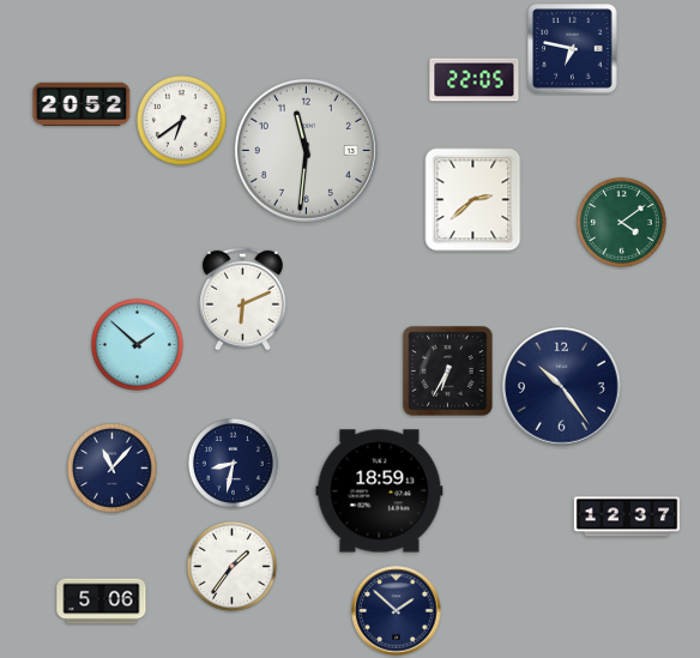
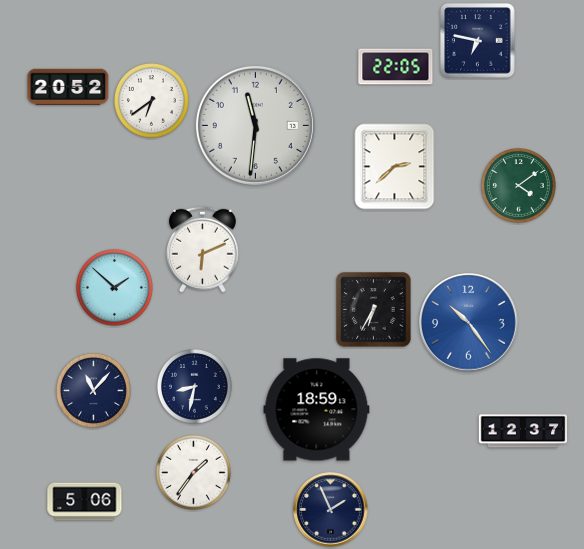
clock at (562, 387) dial: navy -> blue
clock at (397, 611): 1:52 -> 1:56
